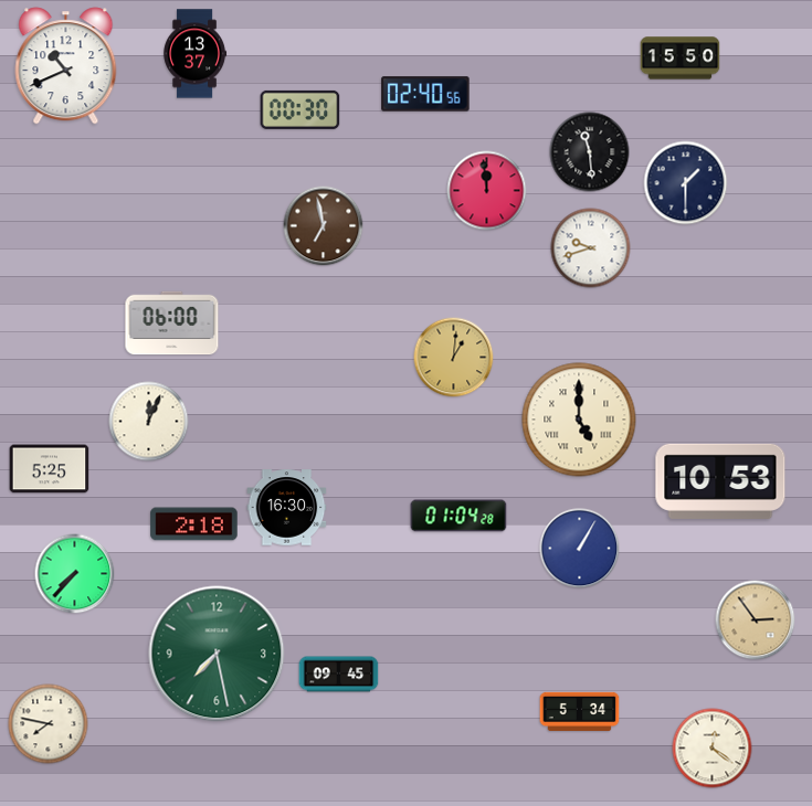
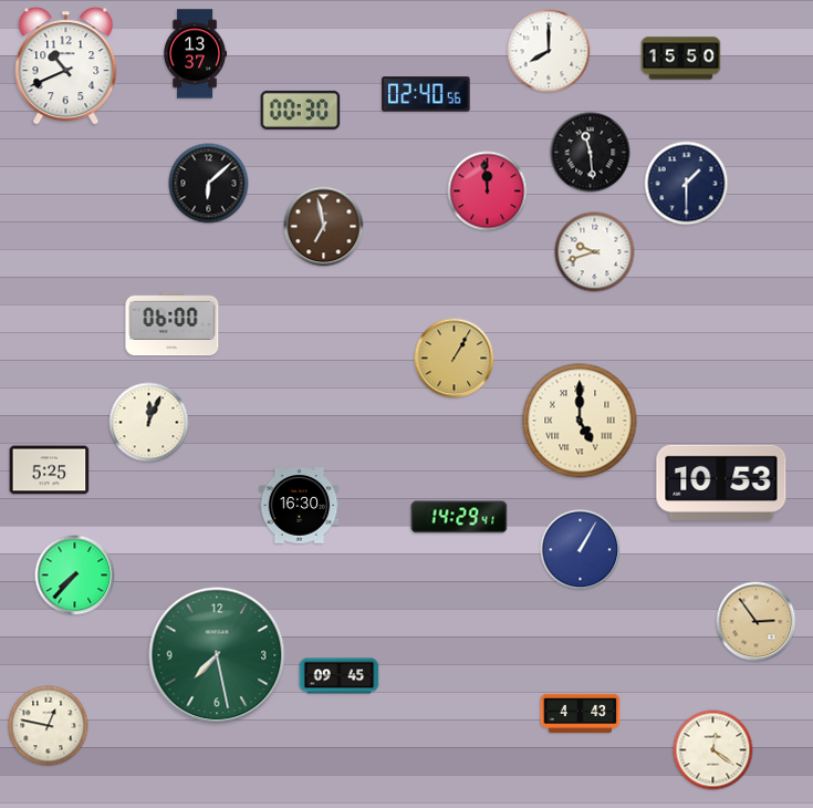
clock at (549, 51): none -> 8:00
clock at (209, 184): none -> 6:08
clock at (591, 248) position: (591, 248) -> (595, 252)
clock at (454, 358): 1:01 -> 1:05
clock at (287, 508) position: (287, 508) -> (300, 506)
clock at (458, 516): 01:04 -> 14:29
clock at (194, 524): 2:18 -> none
clock at (580, 712): 5:34 -> 4:43
clock at (49, 724): 7:47 -> 12:47
